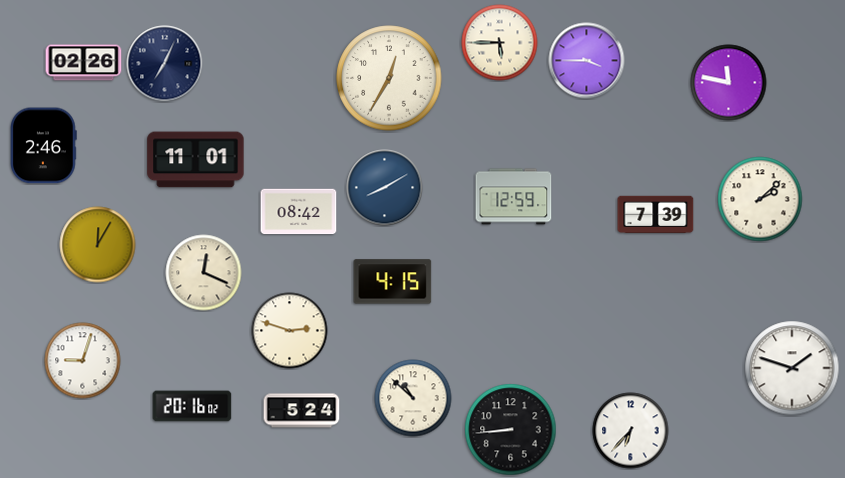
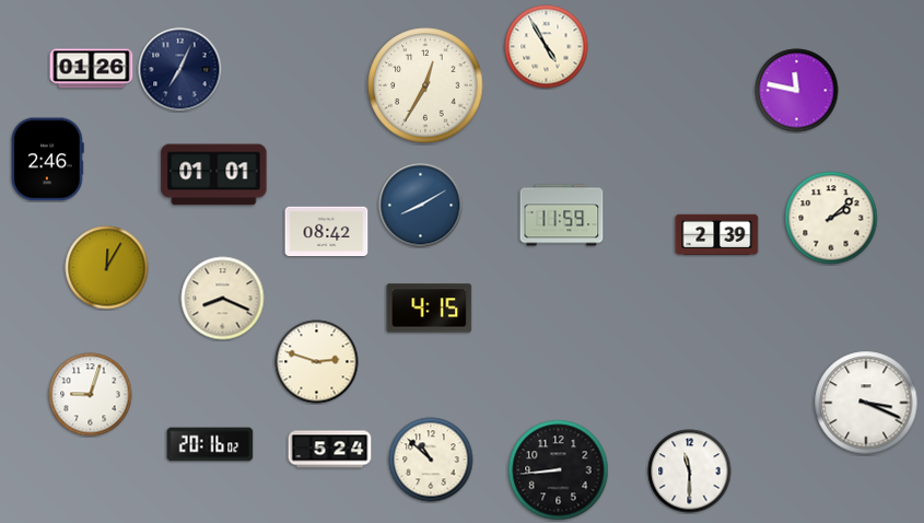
clock at (500, 43): 5:45 -> 4:55
clock at (587, 61): 3:45 -> none
clock at (84, 63): 02:26 -> 01:26
clock at (196, 160): 11:01 -> 01:01
clock at (514, 197): 12:59 -> 11:59
clock at (656, 214): 7:39 -> 2:39
clock at (204, 273): 12:19 -> 8:19
clock at (792, 368): 1:48 -> 3:19
clock at (413, 398) position: (413, 398) -> (431, 460)
clock at (631, 431): 6:37 -> 11:30
